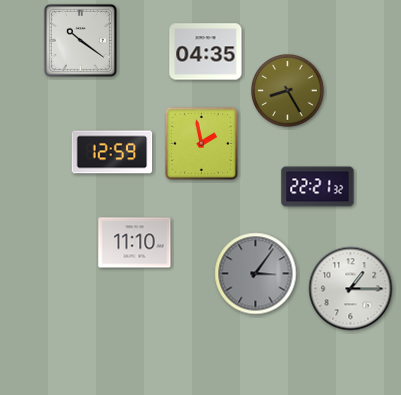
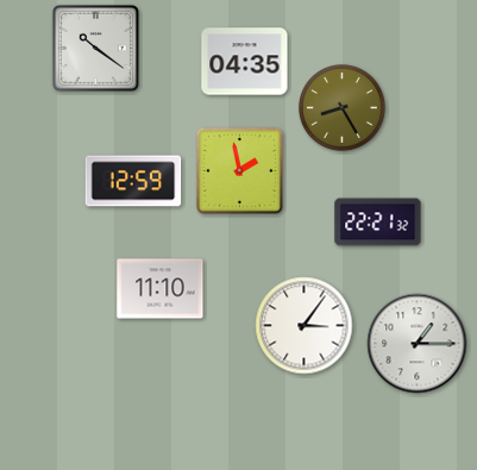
clock at (256, 274) dial: grey -> white
